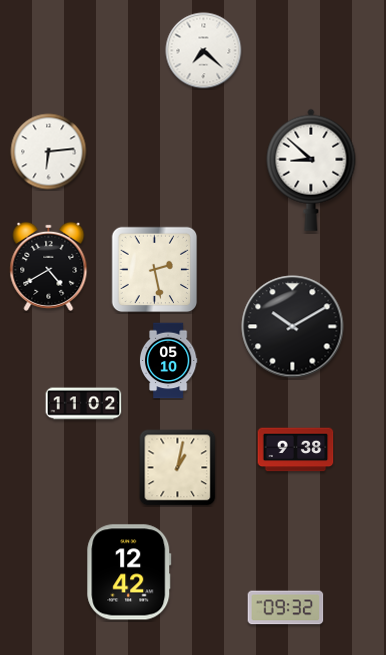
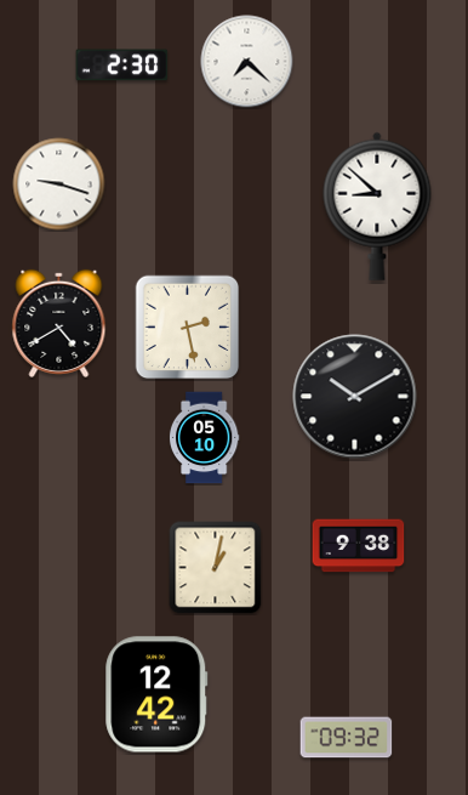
clock at (122, 66): none -> 2:30
clock at (49, 152): 6:14 -> 9:18
clock at (84, 404): 11:02 -> none
